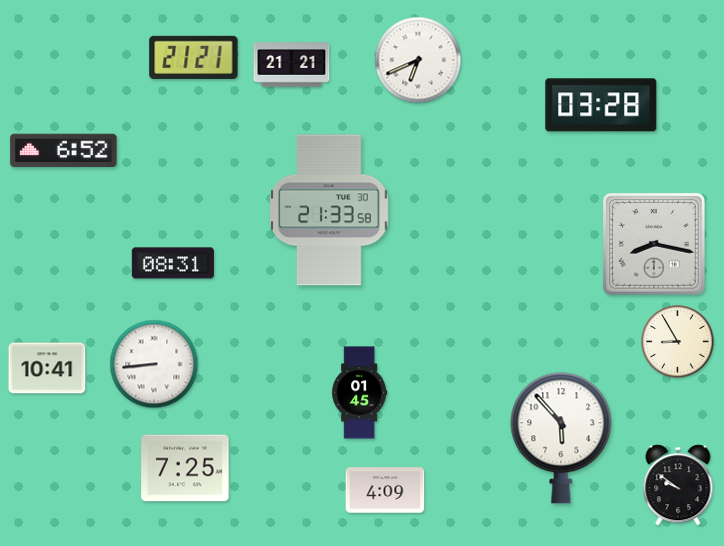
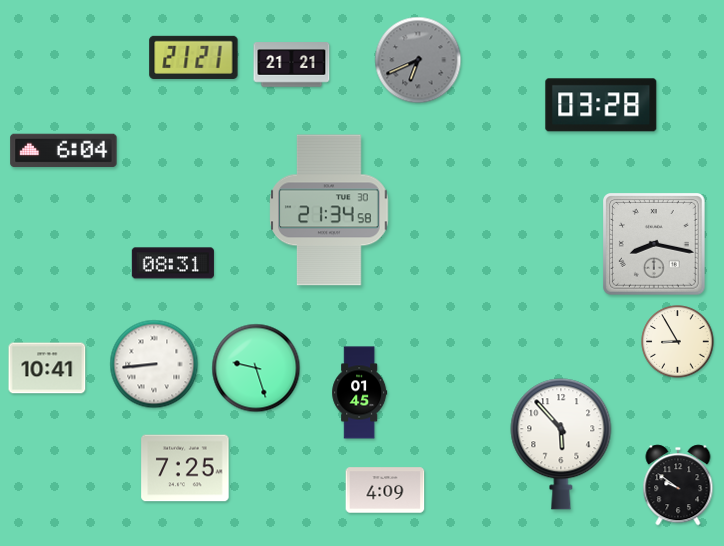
clock at (418, 60) dial: white -> grey
clock at (64, 151): 6:52 -> 6:04
clock at (329, 210): 21:33 -> 21:34
clock at (256, 368): none -> 9:27
clock at (561, 438) position: (561, 438) -> (561, 444)
